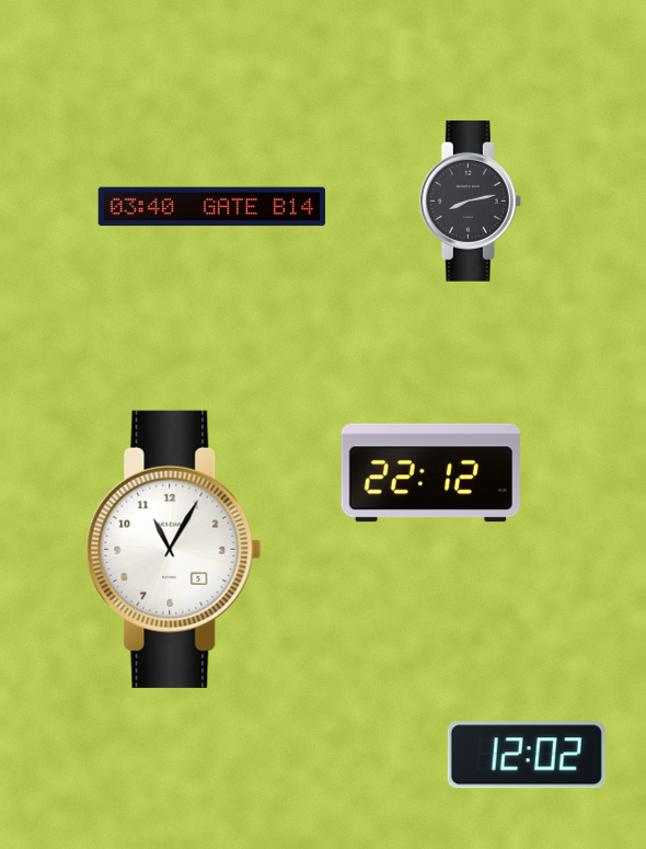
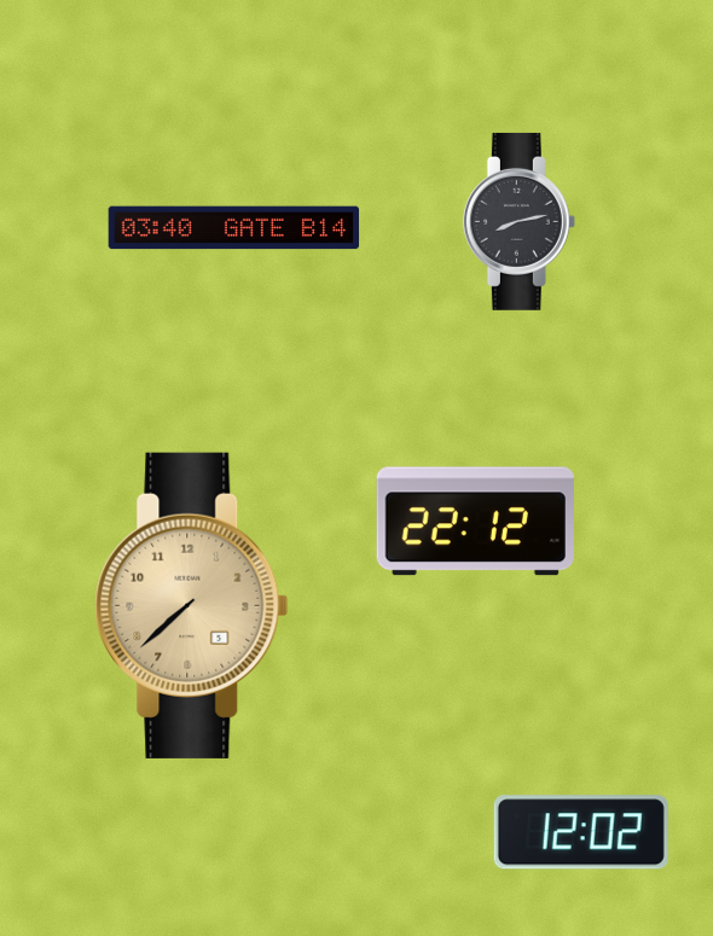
clock at (174, 549): 11:05 -> 7:38
clock at (174, 549) dial: white -> champagne
